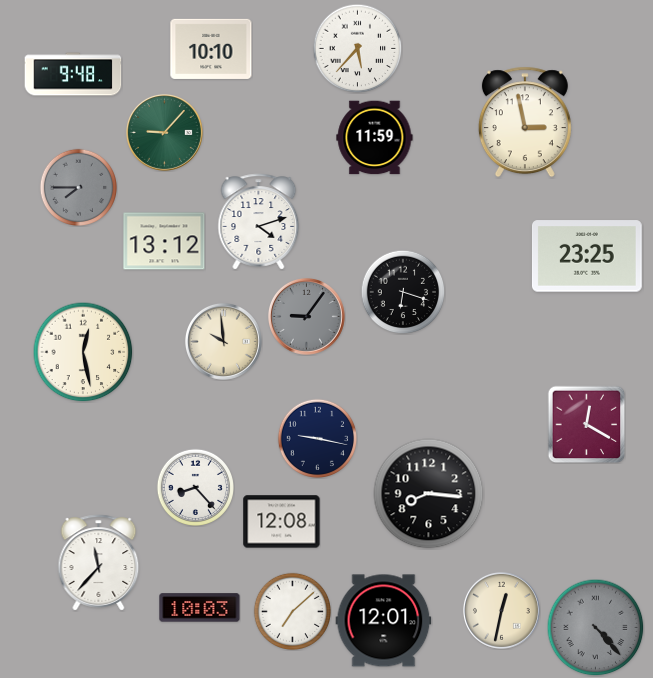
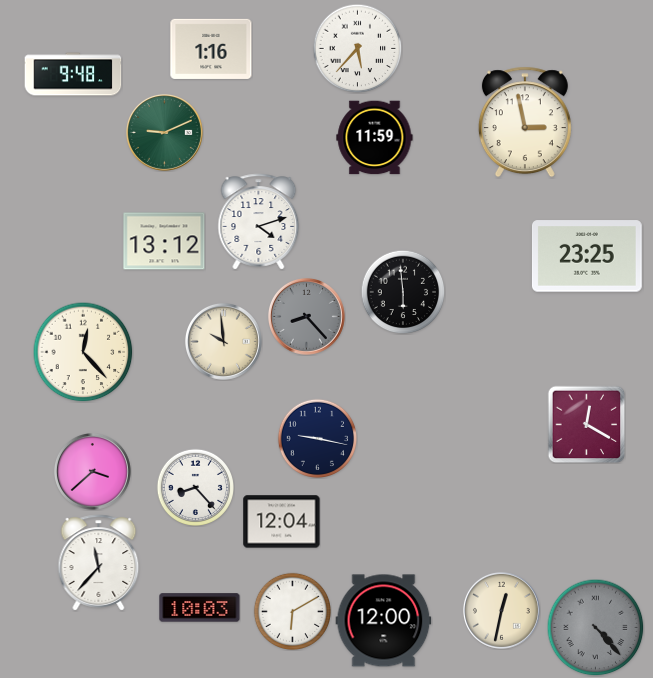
clock at (211, 49): 10:10 -> 1:16
clock at (164, 132): 9:07 -> 9:11
clock at (78, 187): 7:45 -> none
clock at (403, 292): 6:18 -> 5:59
clock at (306, 316): 9:06 -> 8:23
clock at (83, 352): 12:28 -> 12:23
clock at (92, 471): none -> 3:38
clock at (429, 494): 8:16 -> none
clock at (282, 522): 12:08 -> 12:04
clock at (292, 611): 7:08 -> 6:10
clock at (384, 621): 12:01 -> 12:00
